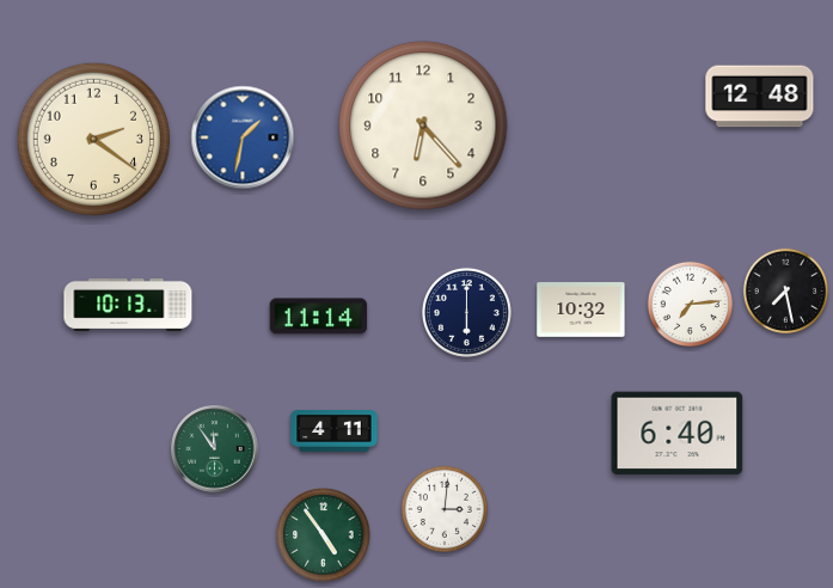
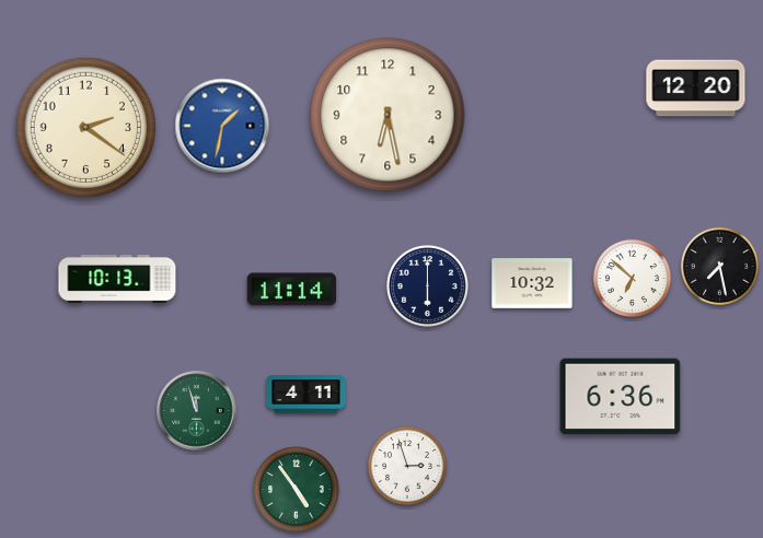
clock at (760, 97): 12:48 -> 12:20
clock at (423, 125): 6:23 -> 6:28
clock at (690, 304): 7:14 -> 6:52
clock at (678, 434): 6:40 -> 6:36
clock at (215, 449): 11:54 -> 11:57
clock at (445, 509): 3:01 -> 2:57
